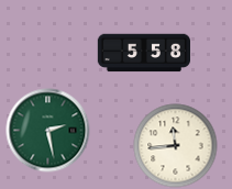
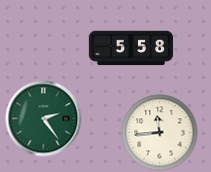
clock at (48, 131): 2:28 -> 2:24
